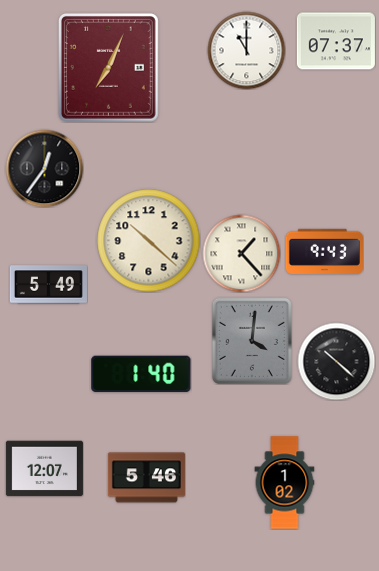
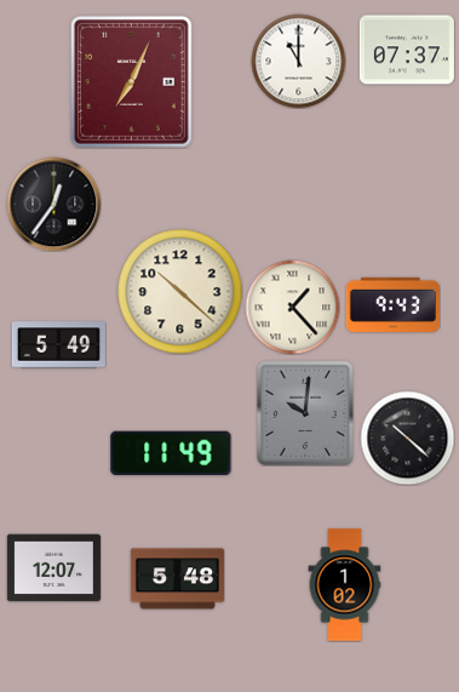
clock at (252, 341): 4:01 -> 10:01
clock at (141, 374): 1:40 -> 11:49
clock at (146, 478): 5:46 -> 5:48
